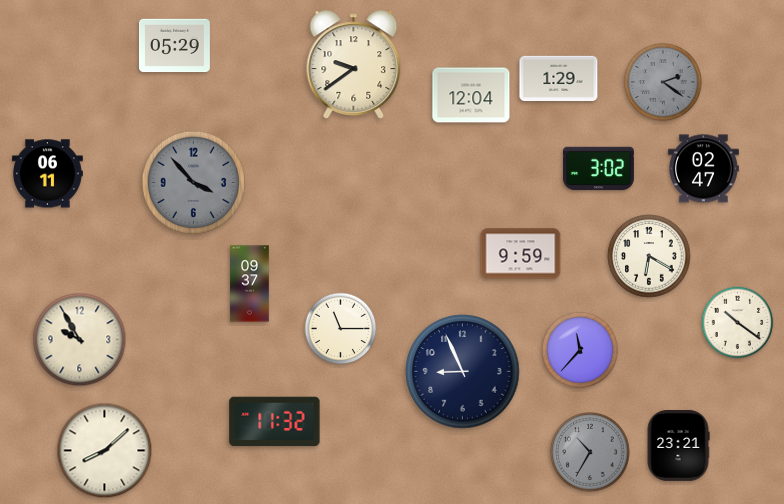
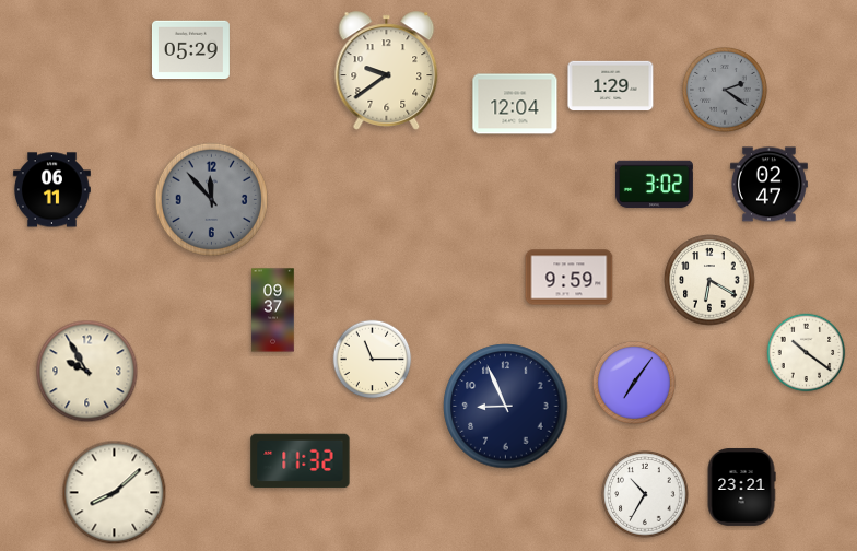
clock at (193, 182): 3:53 -> 11:53
clock at (580, 350): 11:37 -> 7:06
clock at (590, 452) dial: grey -> white
